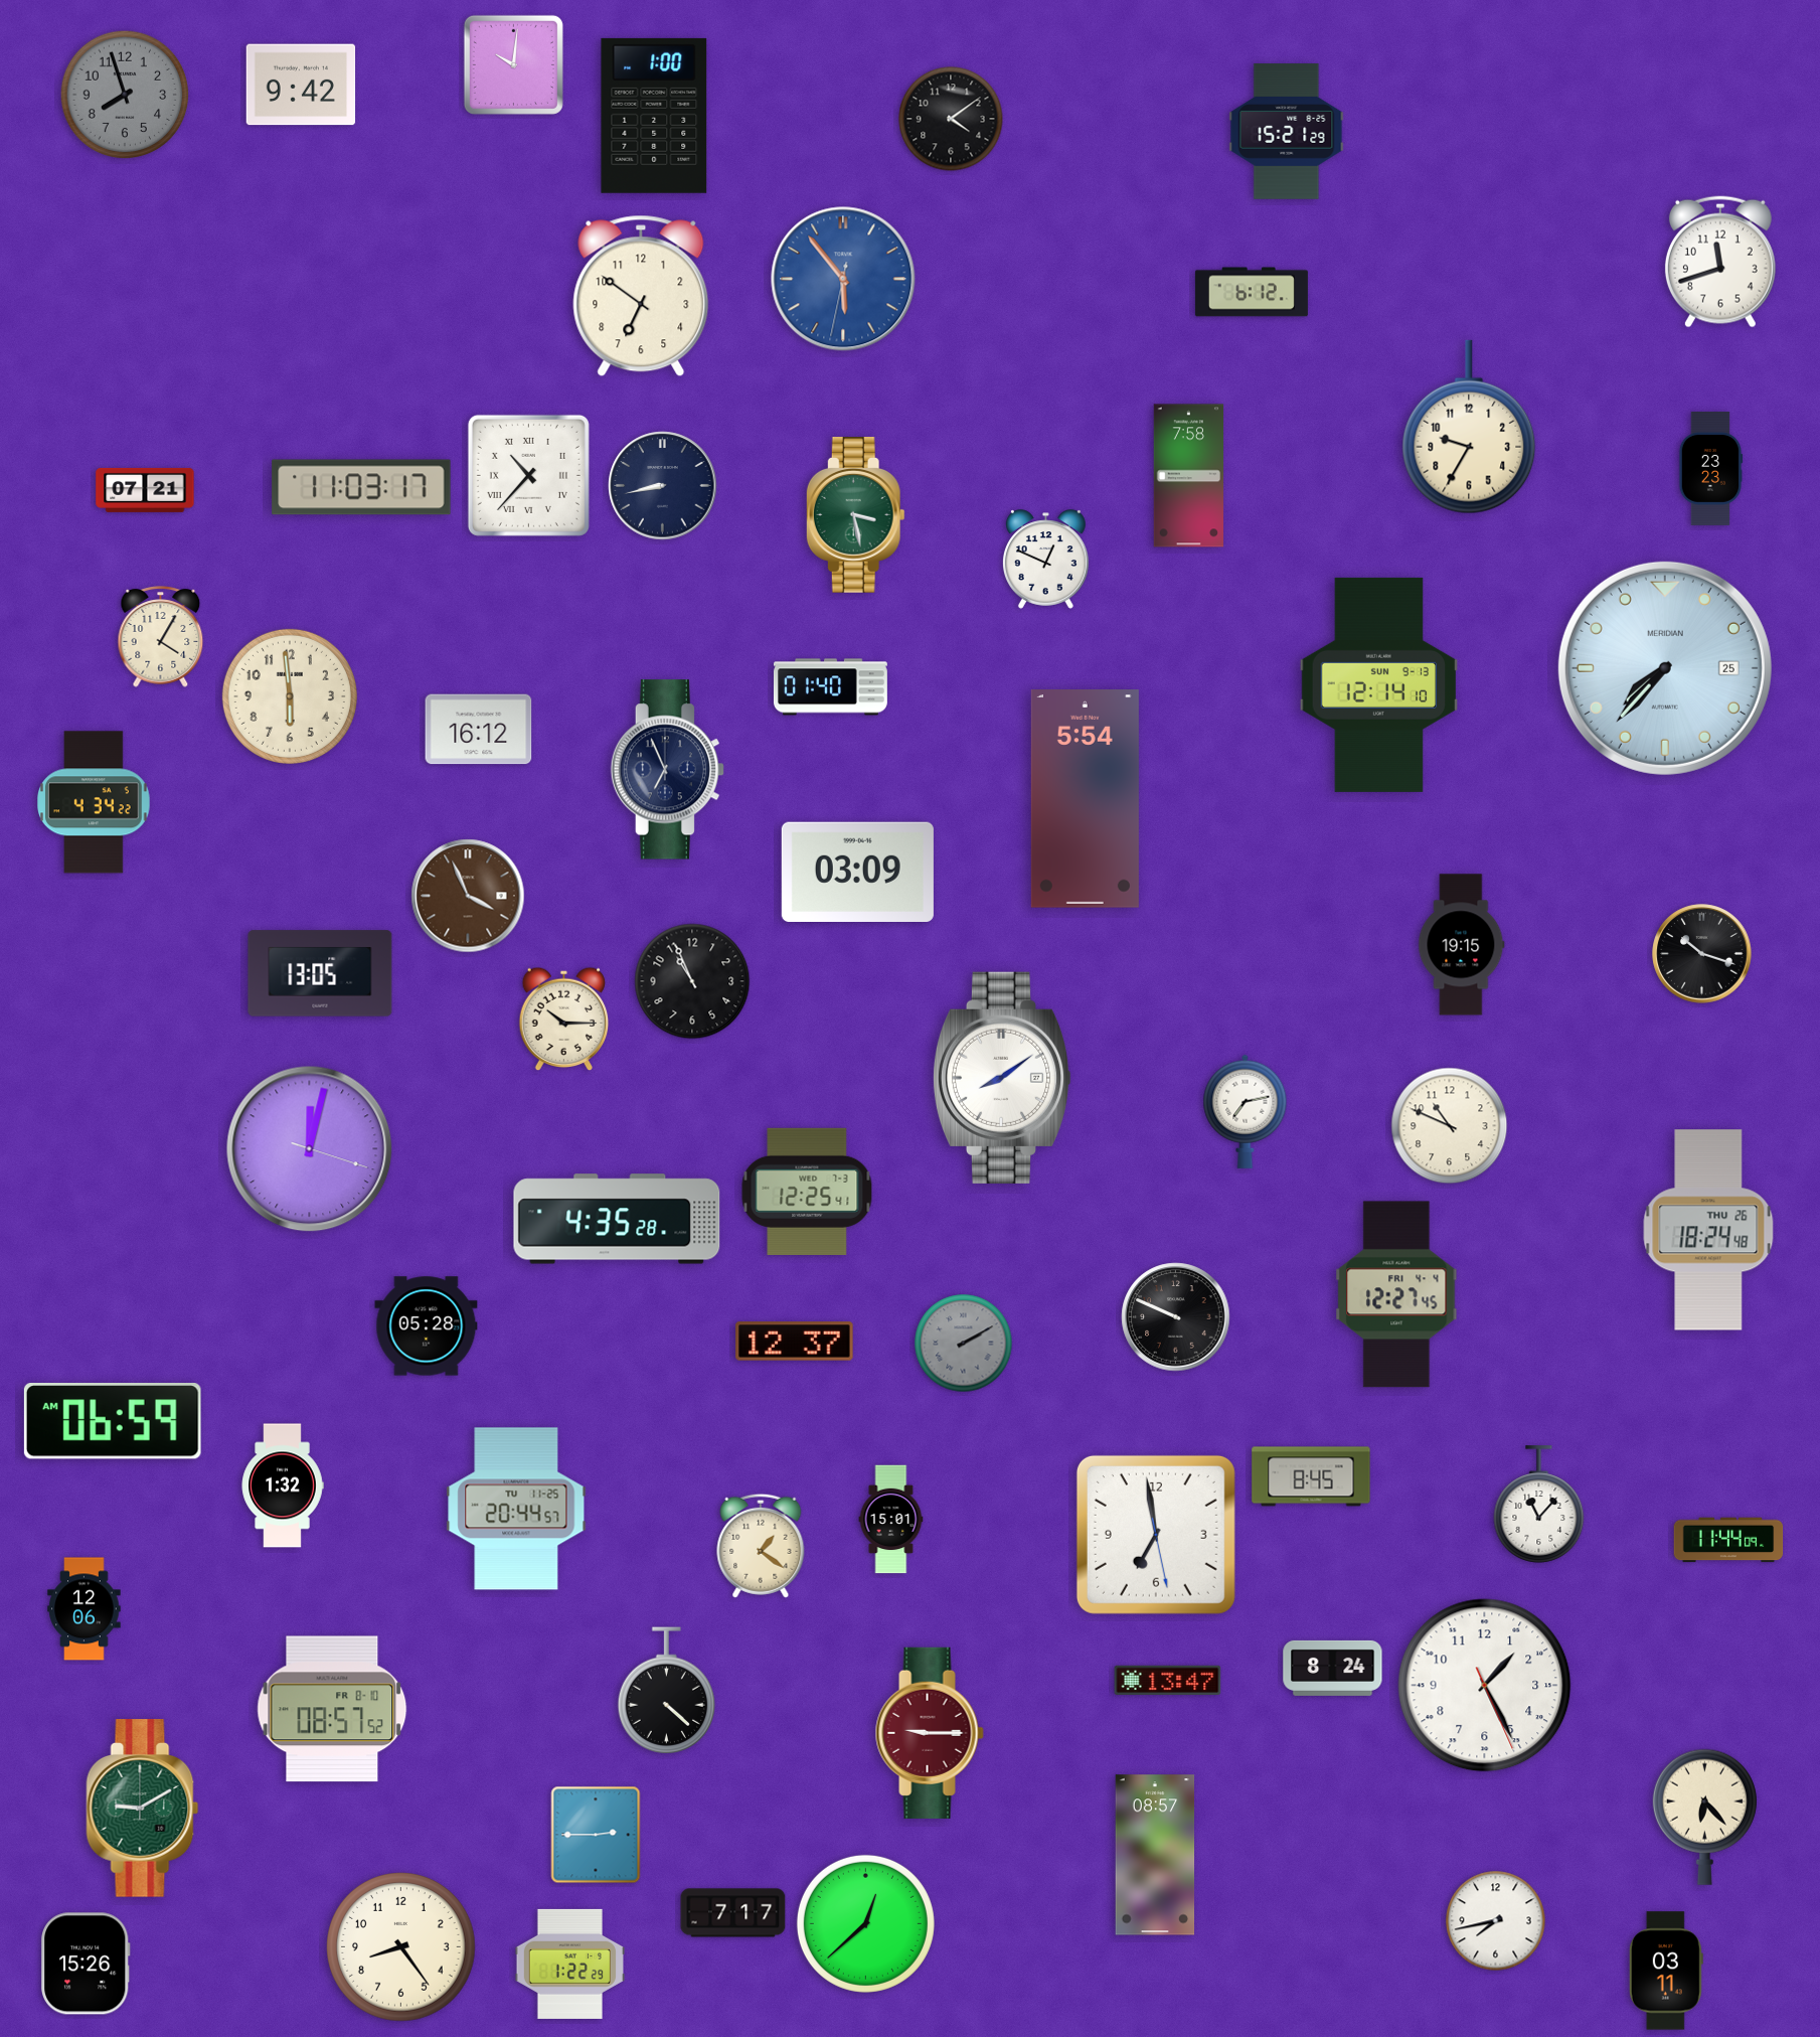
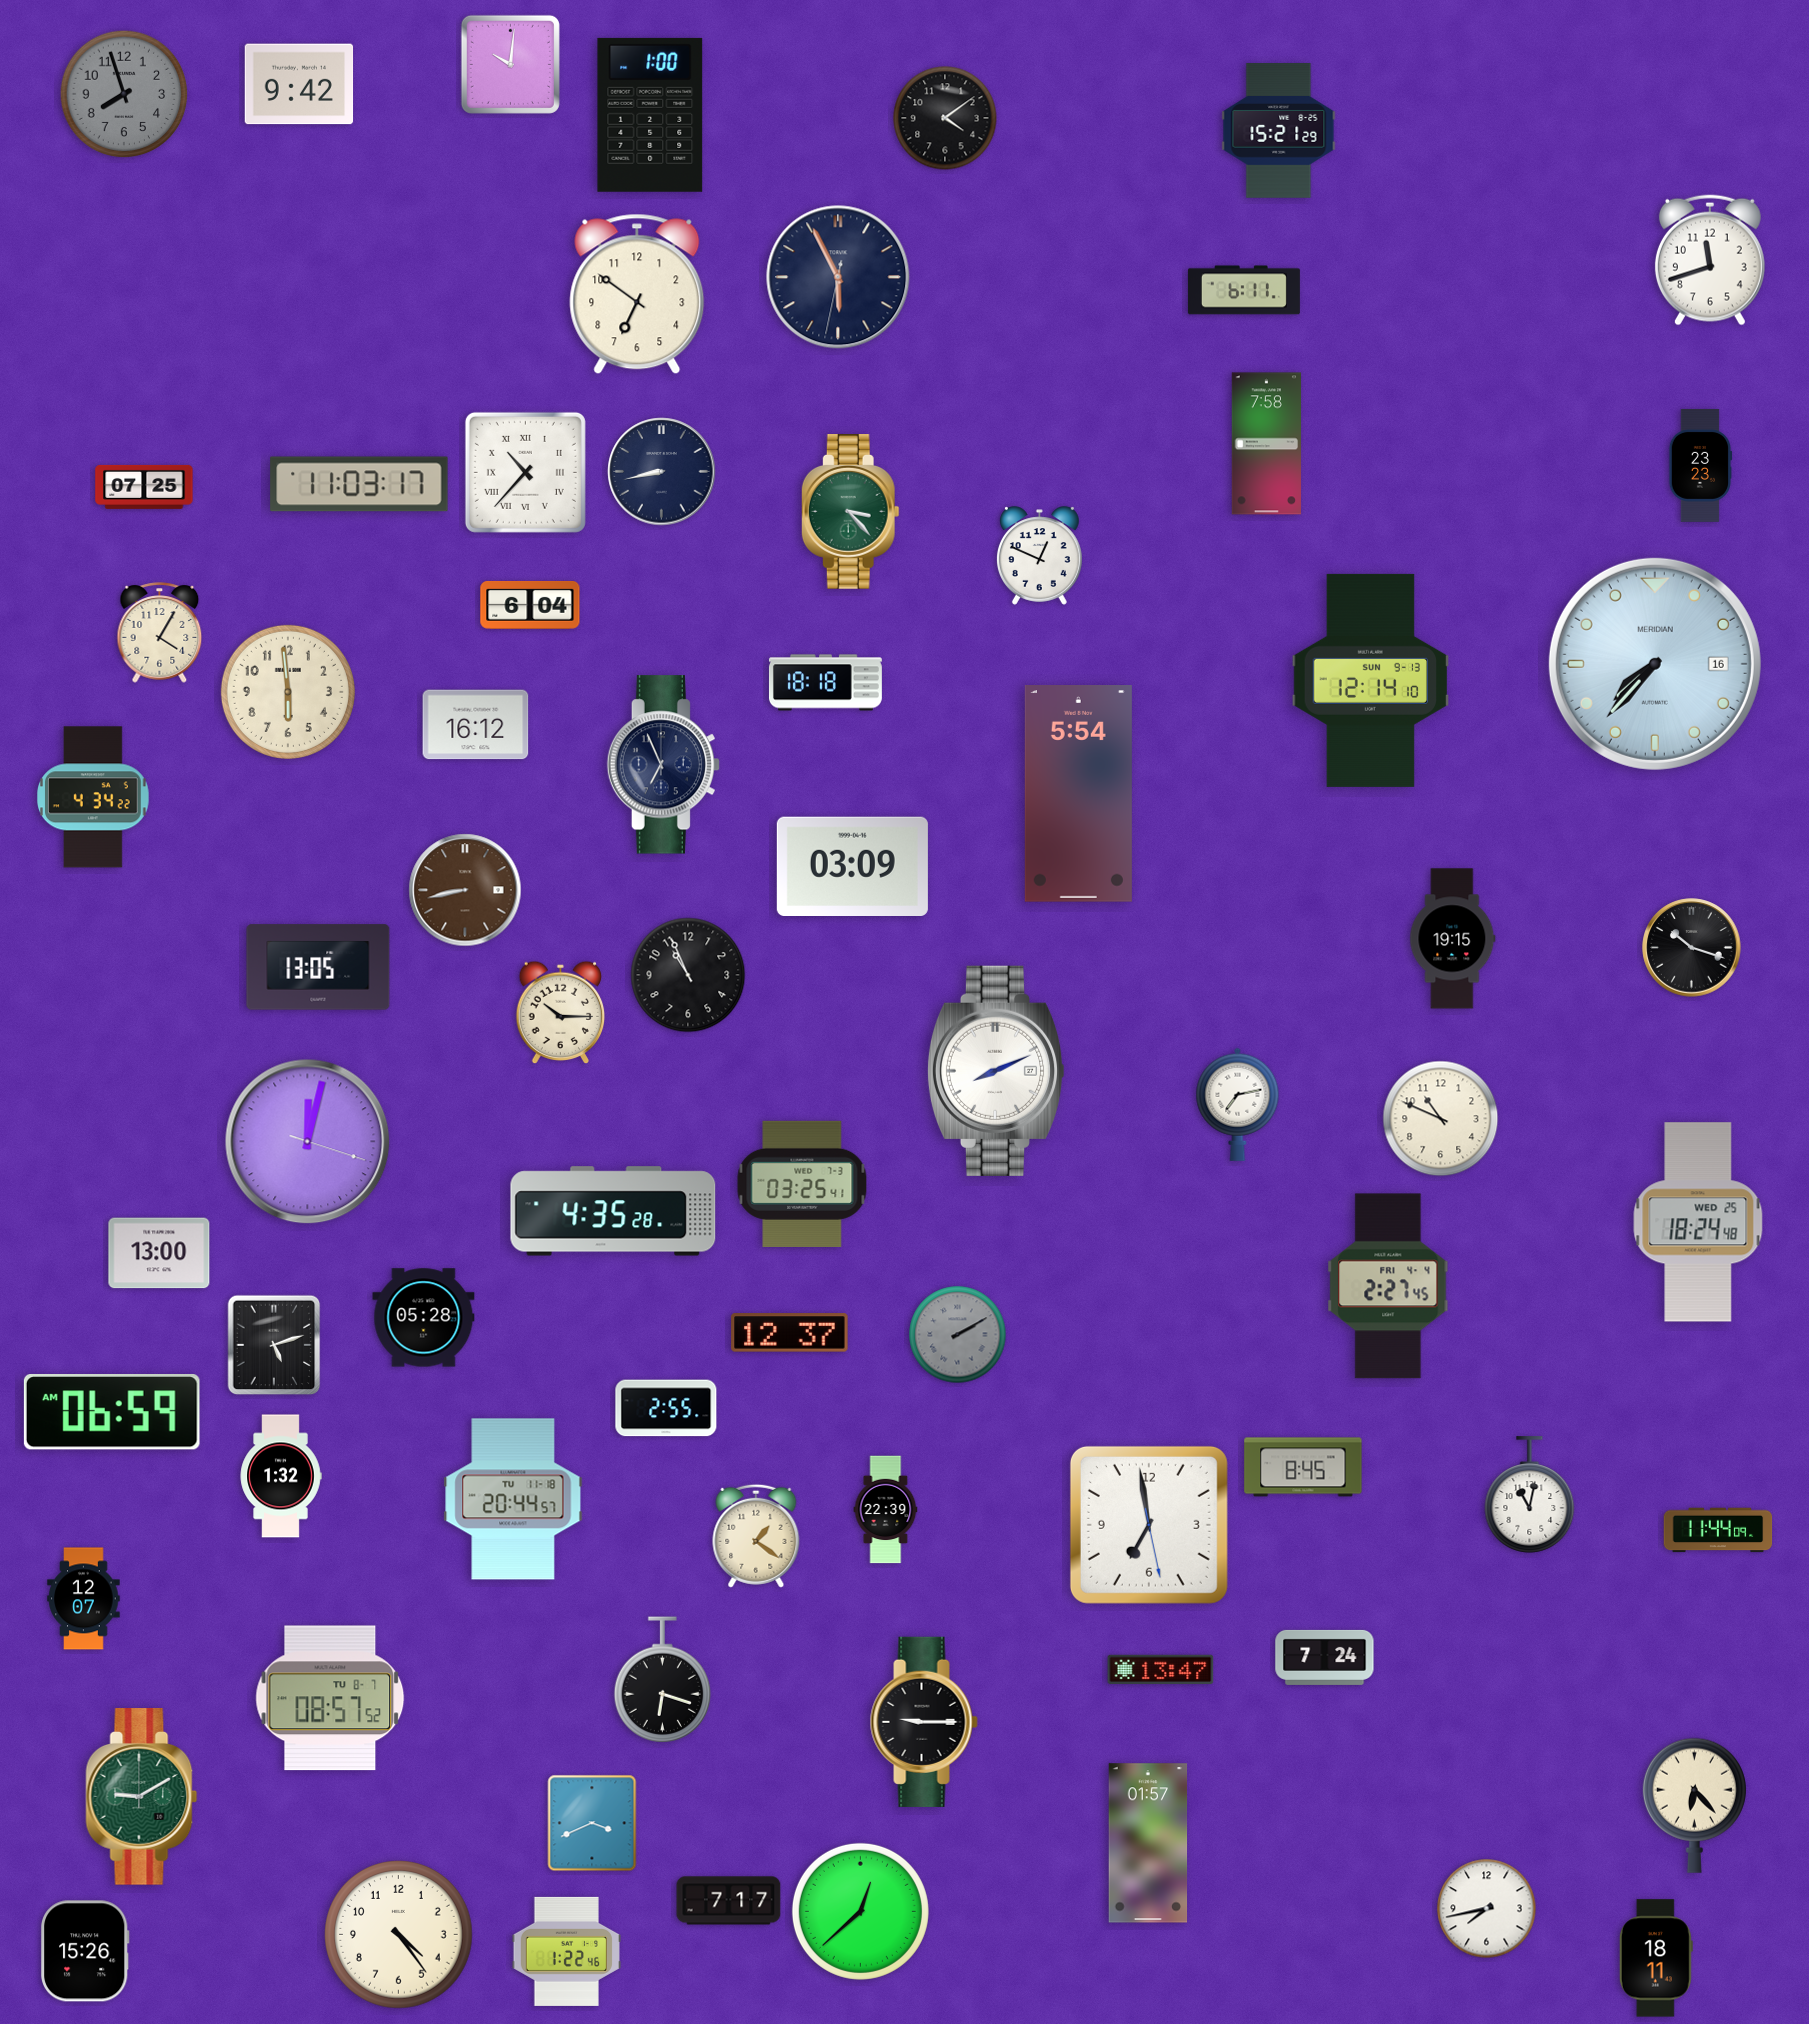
clock at (843, 279): 5:53 -> 5:55
clock at (843, 279) dial: blue -> navy
clock at (1252, 292): 6:12 -> 6:11
clock at (1469, 427): 9:35 -> none
clock at (1189, 476) position: (1189, 476) -> (1267, 444)
clock at (663, 486) position: (663, 486) -> (662, 472)
clock at (145, 490): 07:21 -> 07:25
clock at (855, 515): 3:28 -> 3:23
clock at (530, 605): none -> 6:04
clock at (1665, 668) date: 25 -> 16
clock at (830, 687): 01:40 -> 18:18
clock at (468, 896): 3:56 -> 8:43
clock at (1002, 1078): 8:09 -> 8:11
clock at (807, 1192): 12:25 -> 03:25
clock at (1708, 1230) date: THU 26 -> WED 25
clock at (159, 1253): none -> 13:00
clock at (1396, 1294): 12:27 -> 2:27
clock at (1176, 1317): 9:49 -> none
clock at (274, 1345): none -> 5:12
clock at (666, 1408): none -> 2:55
clock at (1539, 1505): 11:07 -> 11:02
clock at (516, 1509) date: TU 11-25 -> TU 11-18
clock at (891, 1520): 15:01 -> 22:39
clock at (85, 1609): 12:06 -> 12:07
clock at (1333, 1668): 8:24 -> 7:24
clock at (1485, 1686): 1:25 -> none
clock at (667, 1691): 4:22 -> 6:18
clock at (332, 1709) date: FR 8-10 -> TU 8-7
clock at (930, 1733) dial: burgundy -> black
clock at (596, 1835): 2:45 -> 3:41
clock at (1155, 1855): 08:57 -> 01:57
clock at (401, 1947): 8:24 -> 4:24
clock at (569, 1964): 1:22:29 -> 1:22:46
clock at (1666, 1971): 03:11 -> 18:11
